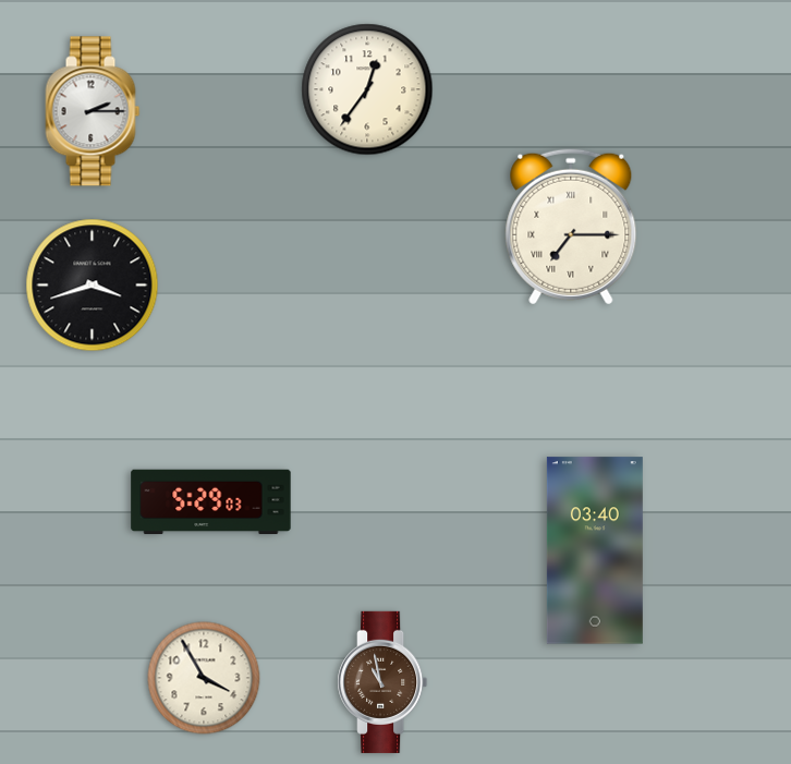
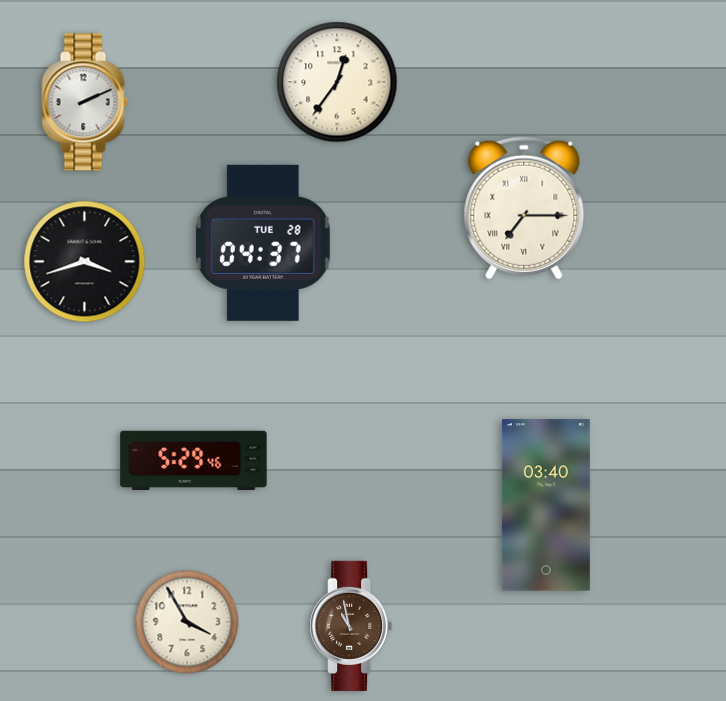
clock at (93, 111): 2:15 -> 2:11
clock at (263, 243): none -> 04:37
clock at (211, 502): 5:29:03 -> 5:29:46
